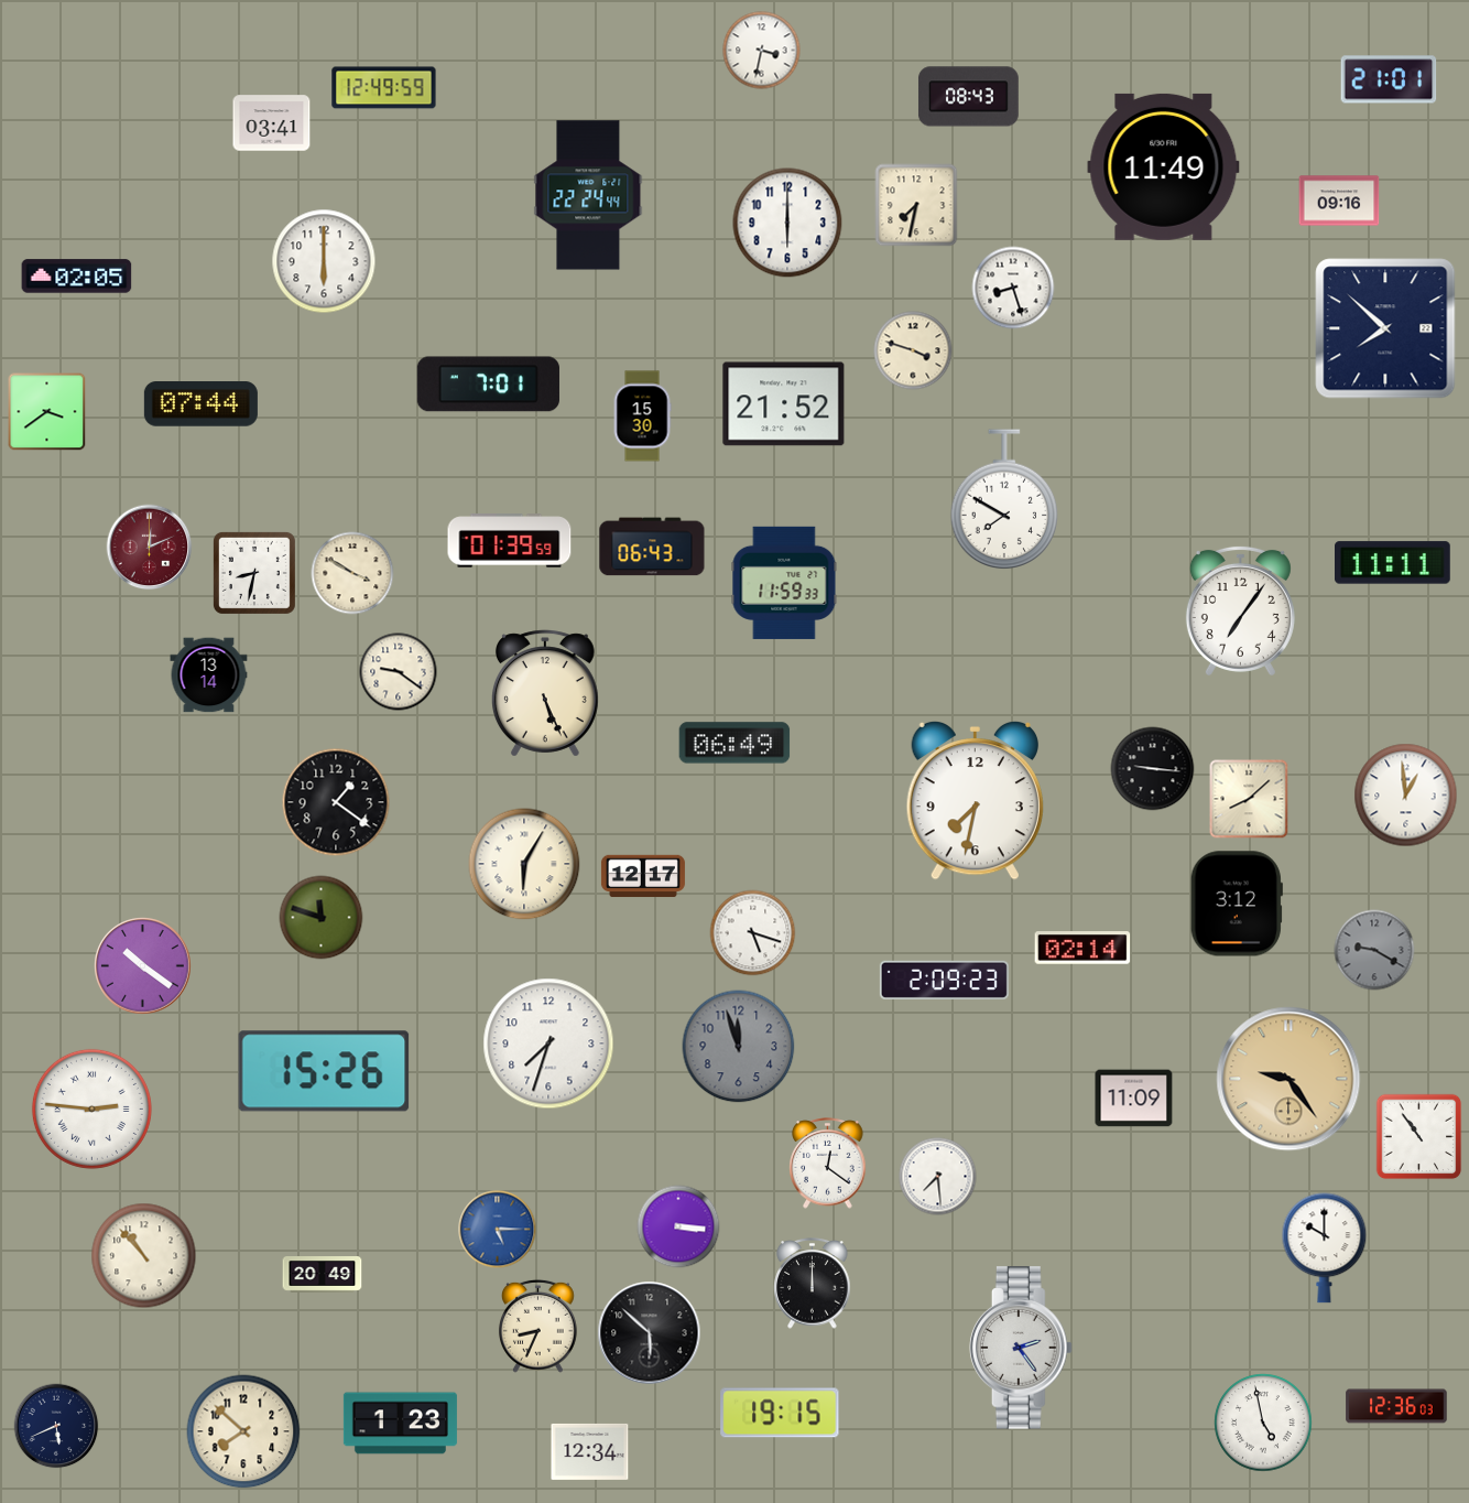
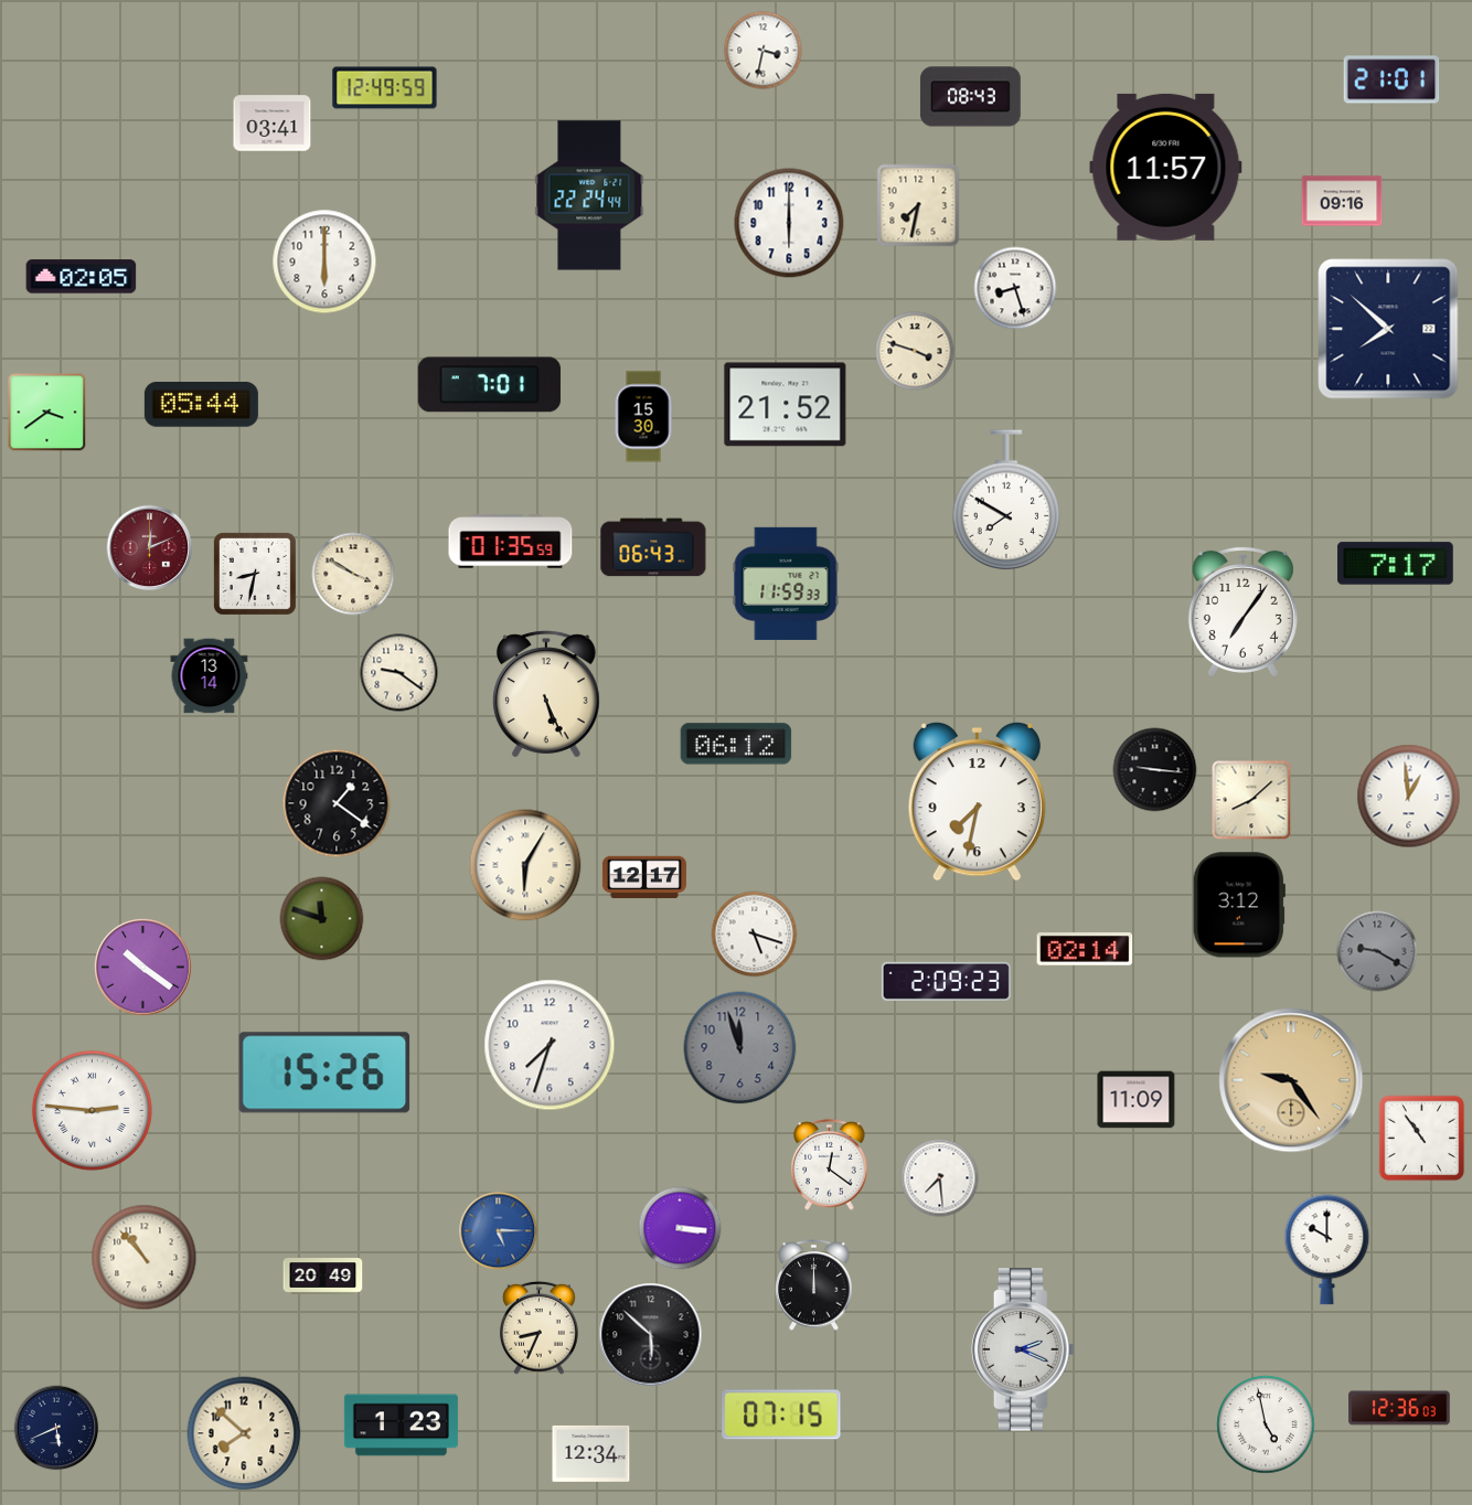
clock at (1164, 166): 11:49 -> 11:57
clock at (77, 277) position: (77, 277) -> (82, 277)
clock at (200, 404): 07:44 -> 05:44
clock at (510, 541): 01:39 -> 01:35
clock at (1393, 563): 11:11 -> 7:17
clock at (734, 743): 06:49 -> 06:12
clock at (1021, 1348): 2:24 -> 2:19
clock at (780, 1413): 19:15 -> 07:15
